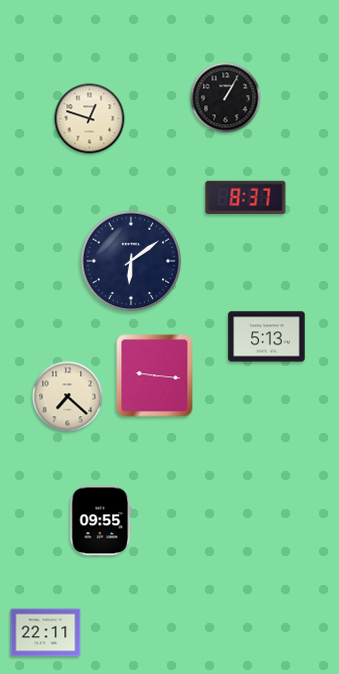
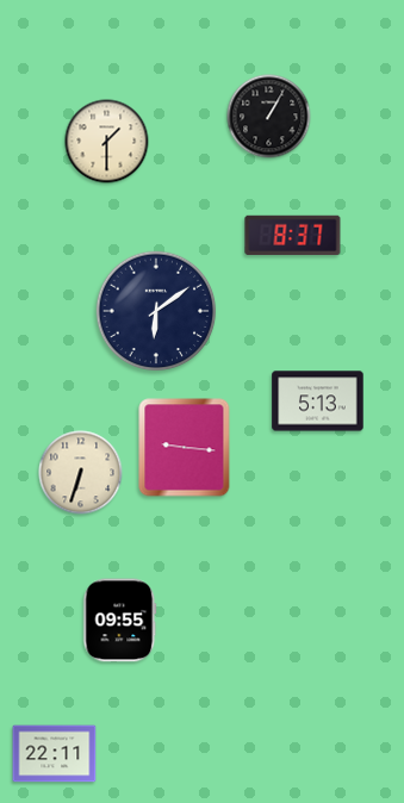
clock at (90, 119): 12:48 -> 1:30
clock at (68, 397): 7:22 -> 6:33
